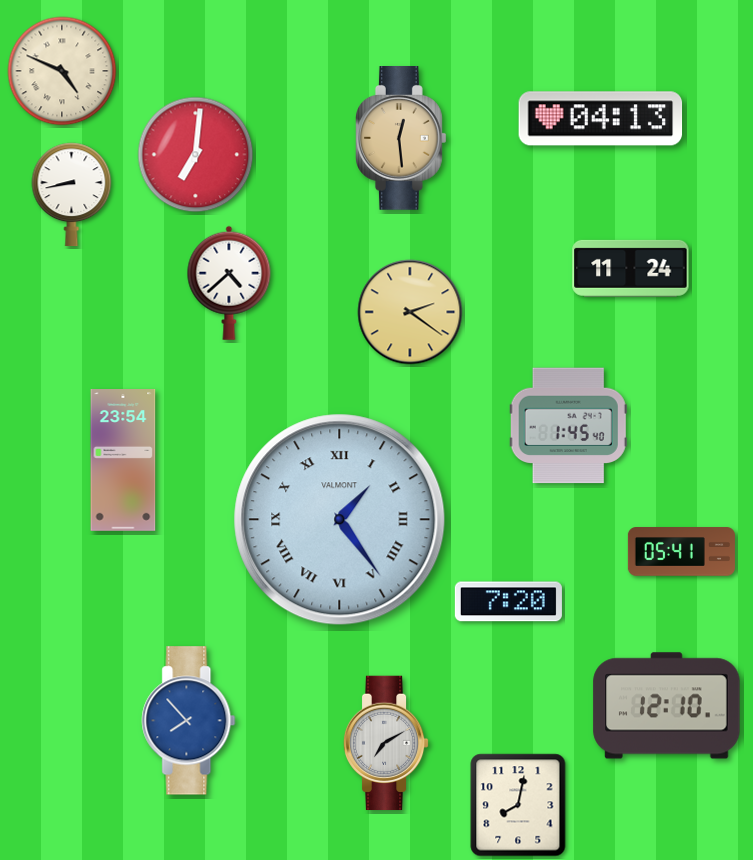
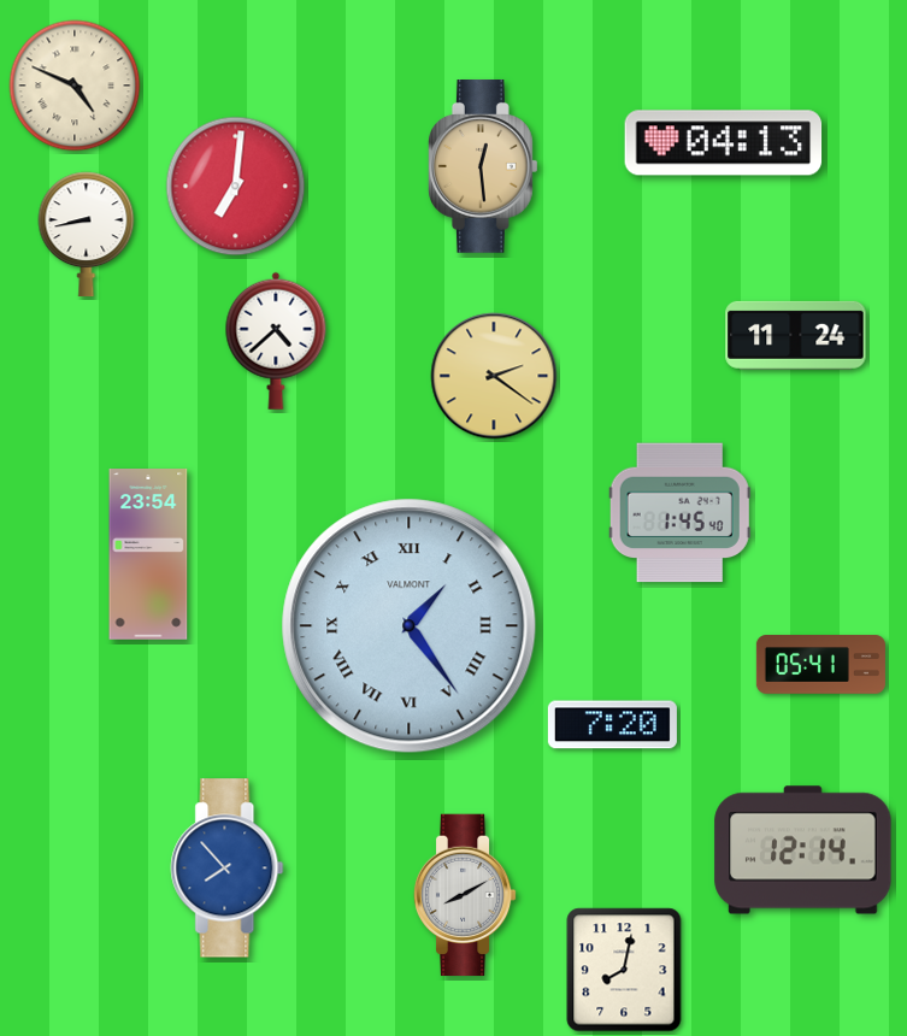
clock at (631, 268) position: (631, 268) -> (796, 335)
clock at (568, 426) position: (568, 426) -> (679, 513)
clock at (667, 706): 12:10 -> 12:14
clock at (386, 743): 7:10 -> 8:10
